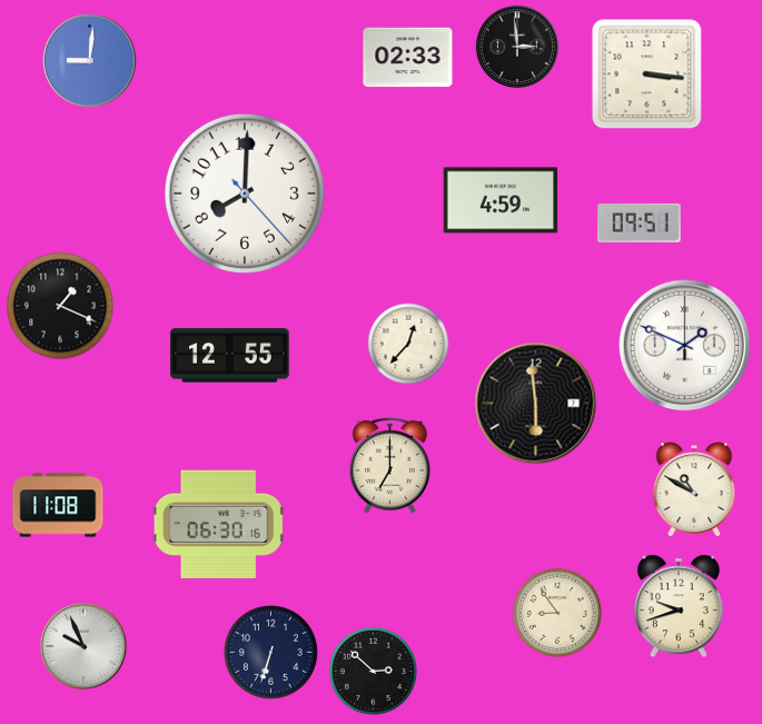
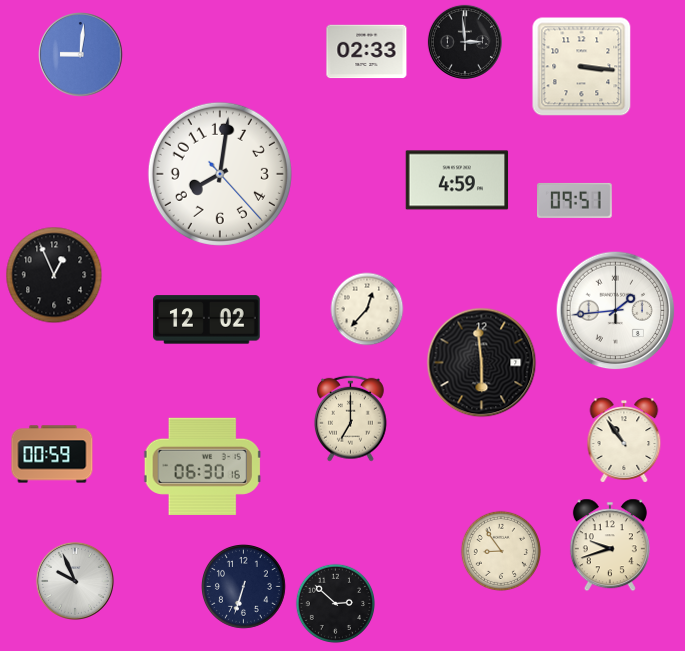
clock at (245, 194): 8:00 -> 8:01
clock at (501, 200) position: (501, 200) -> (457, 180)
clock at (60, 306): 1:19 -> 12:56
clock at (685, 346): 1:49 -> 1:44
clock at (230, 356): 12:55 -> 12:02
clock at (694, 489): 10:50 -> 10:54
clock at (58, 505): 11:08 -> 00:59
clock at (219, 524) position: (219, 524) -> (203, 466)
